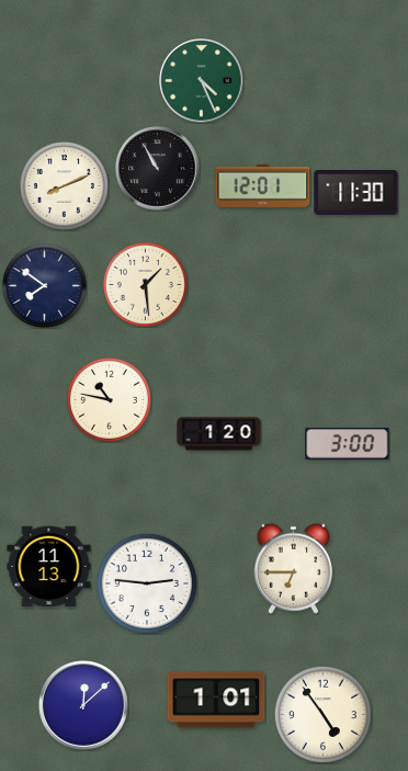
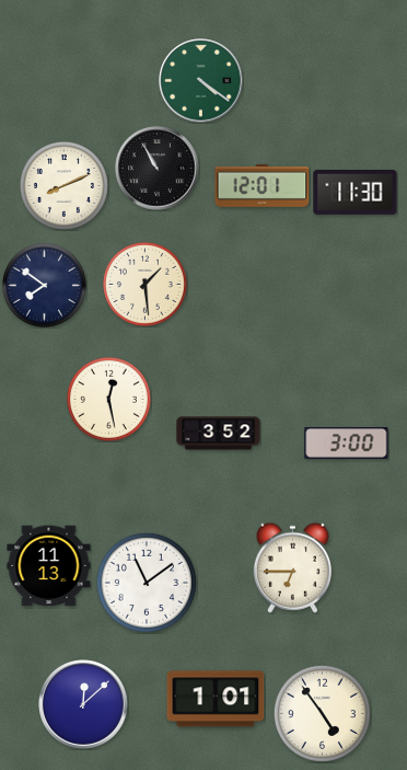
clock at (202, 81): 4:26 -> 4:21
clock at (109, 399): 10:47 -> 12:28
clock at (219, 434): 1:20 -> 3:52
clock at (147, 583): 2:46 -> 11:09
